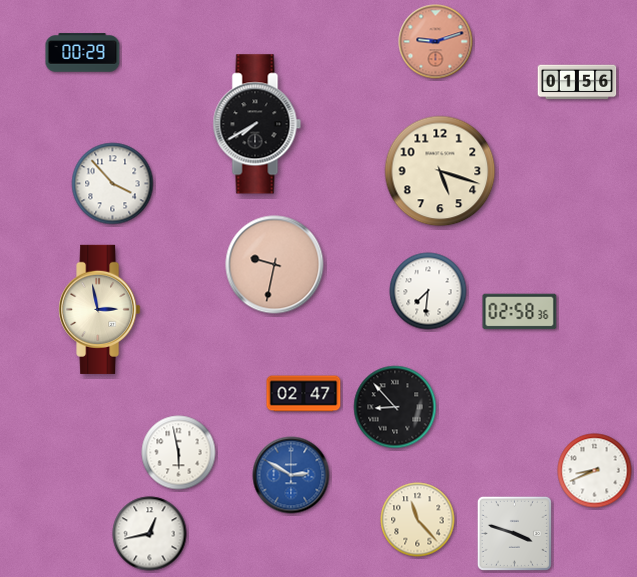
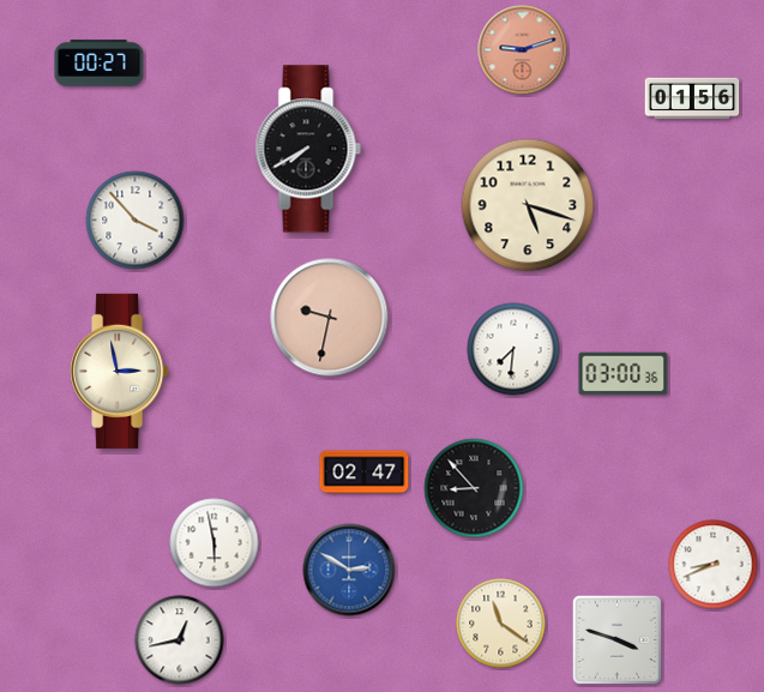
clock at (83, 53): 00:29 -> 00:27
clock at (520, 312): 02:58 -> 03:00
clock at (418, 520): 11:23 -> 11:21
